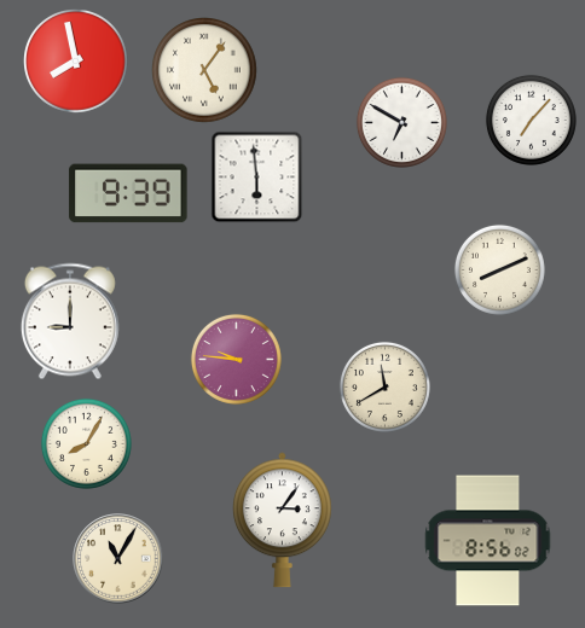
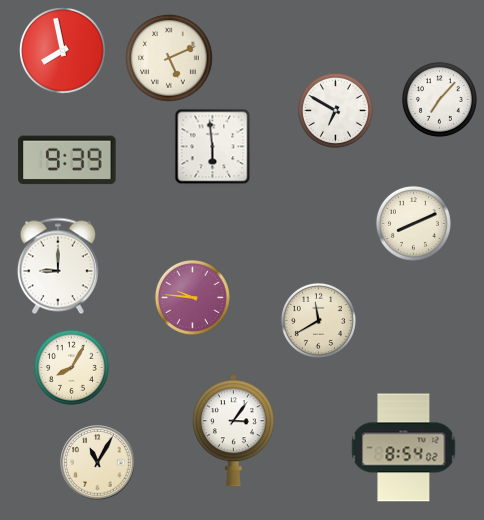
clock at (205, 71): 5:06 -> 5:11
clock at (401, 122) position: (401, 122) -> (335, 110)
clock at (128, 193) position: (128, 193) -> (67, 160)
clock at (236, 359) position: (236, 359) -> (192, 297)
clock at (488, 541): 8:56 -> 8:54
